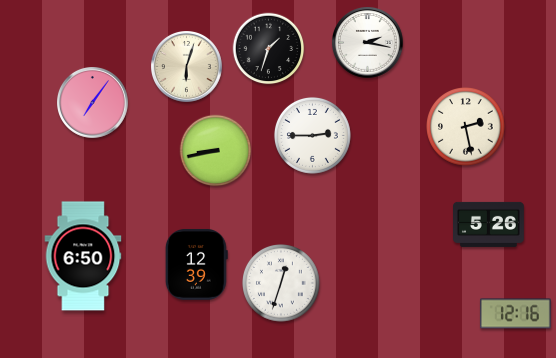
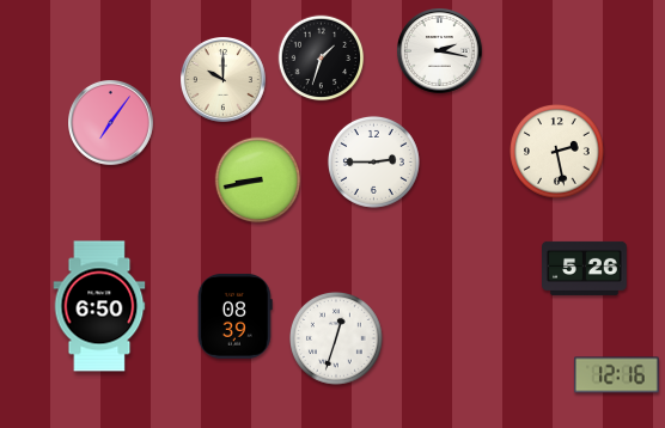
clock at (187, 67): 6:03 -> 10:00
clock at (196, 264): 12:39 -> 08:39
